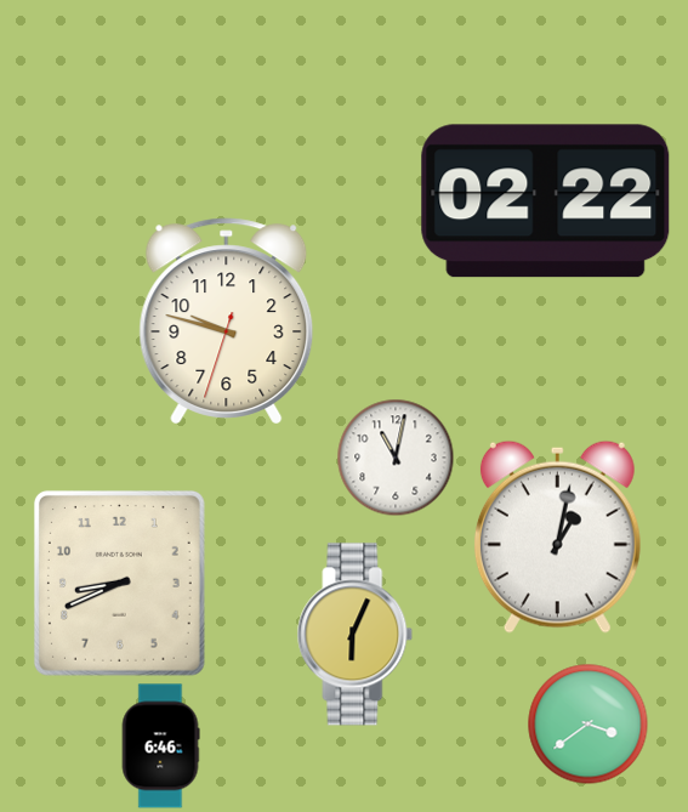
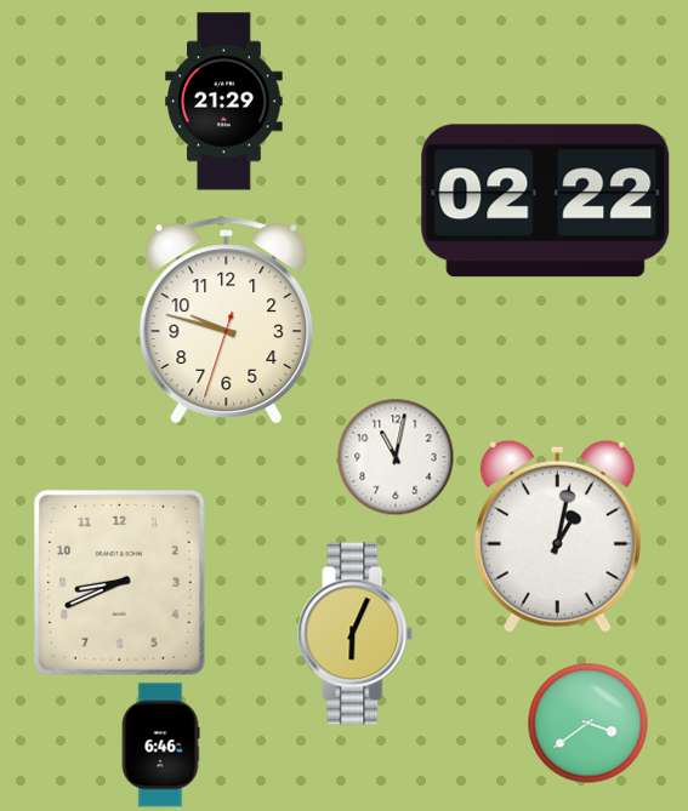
clock at (224, 102): none -> 21:29
